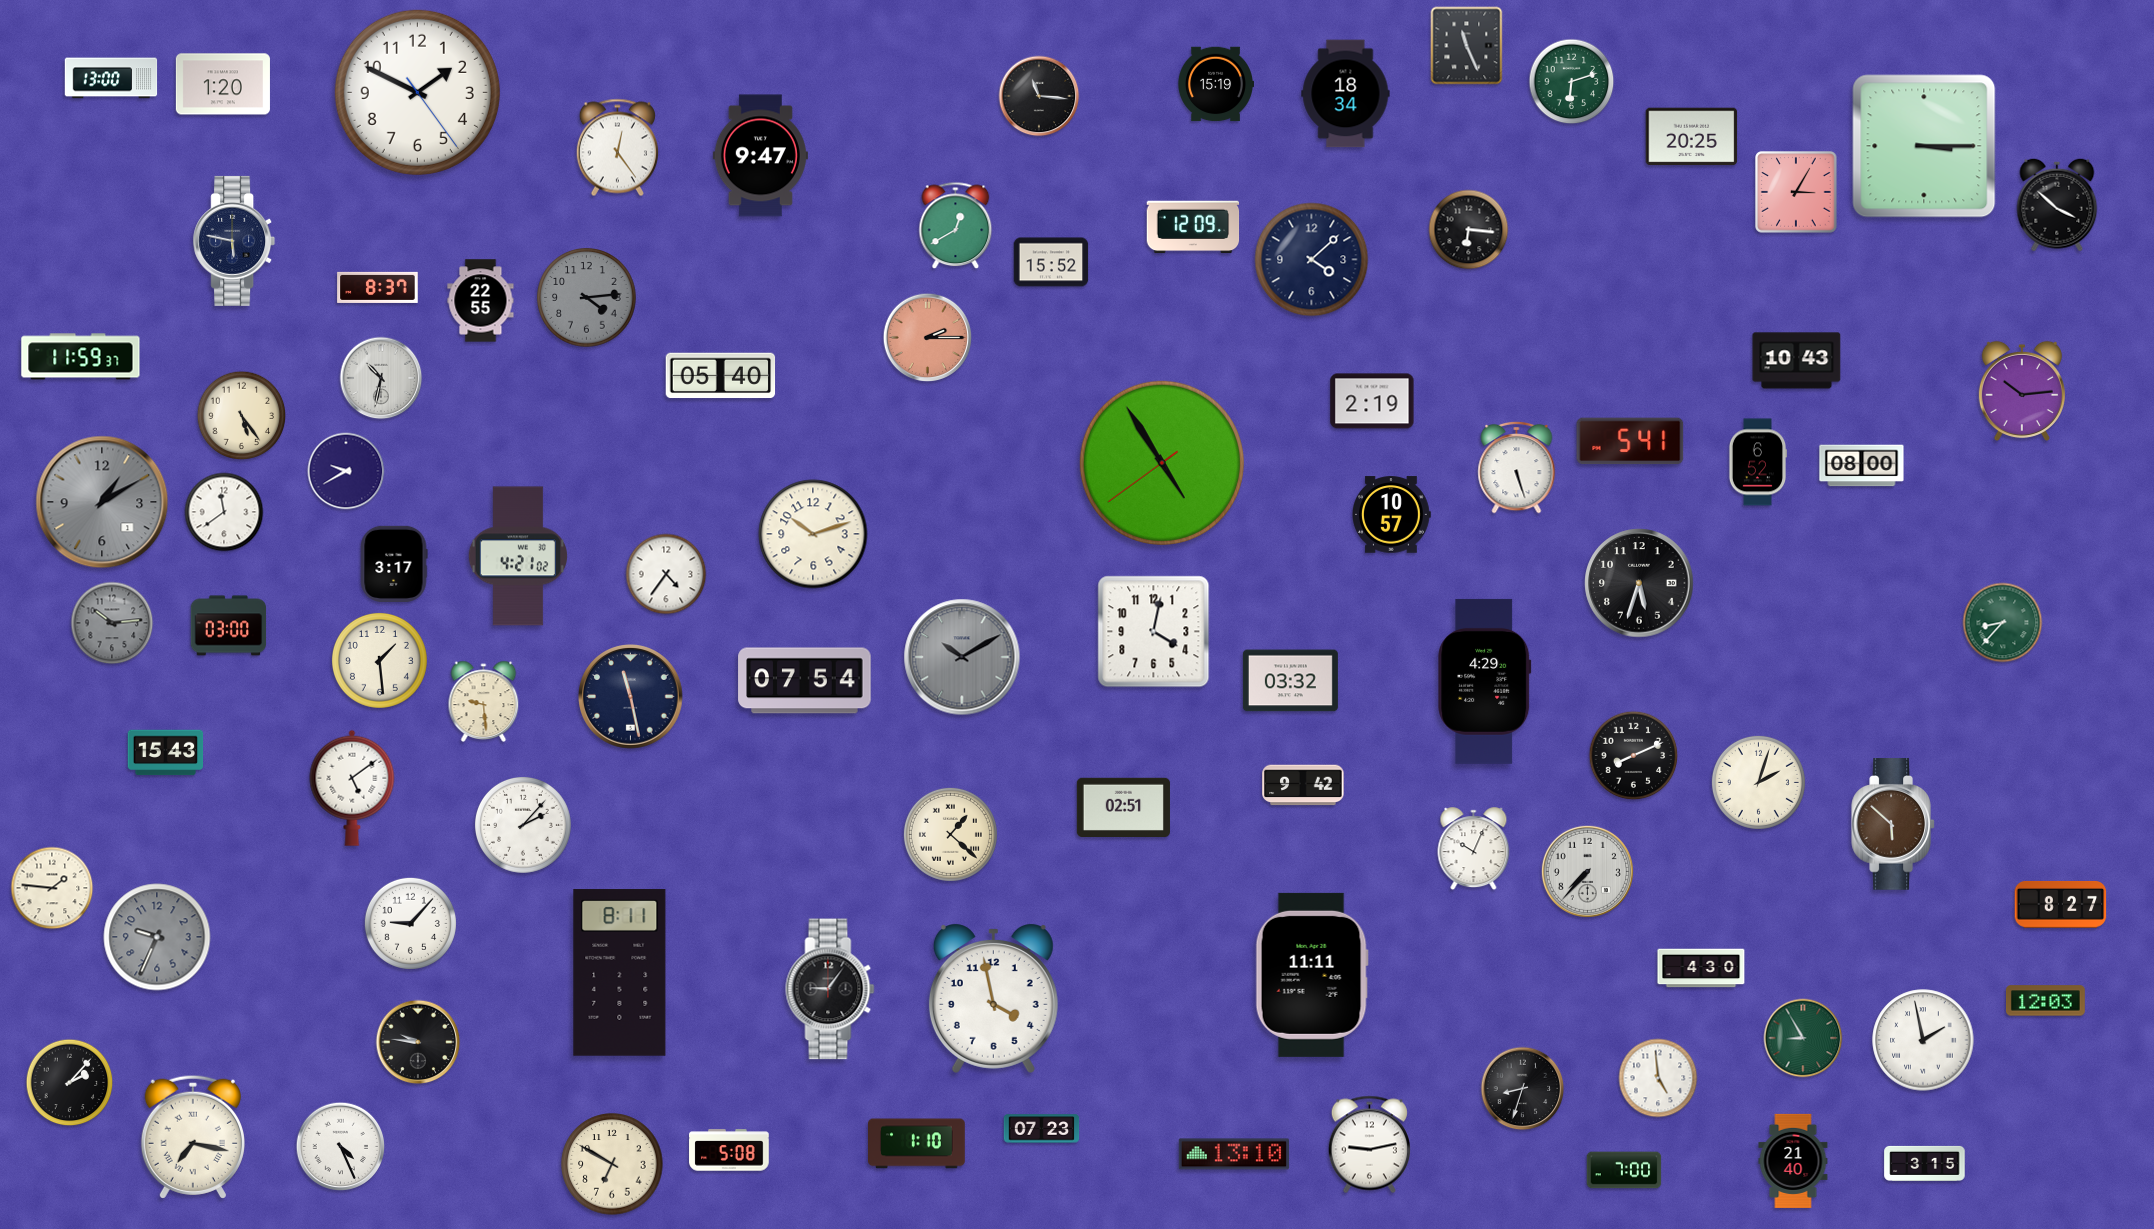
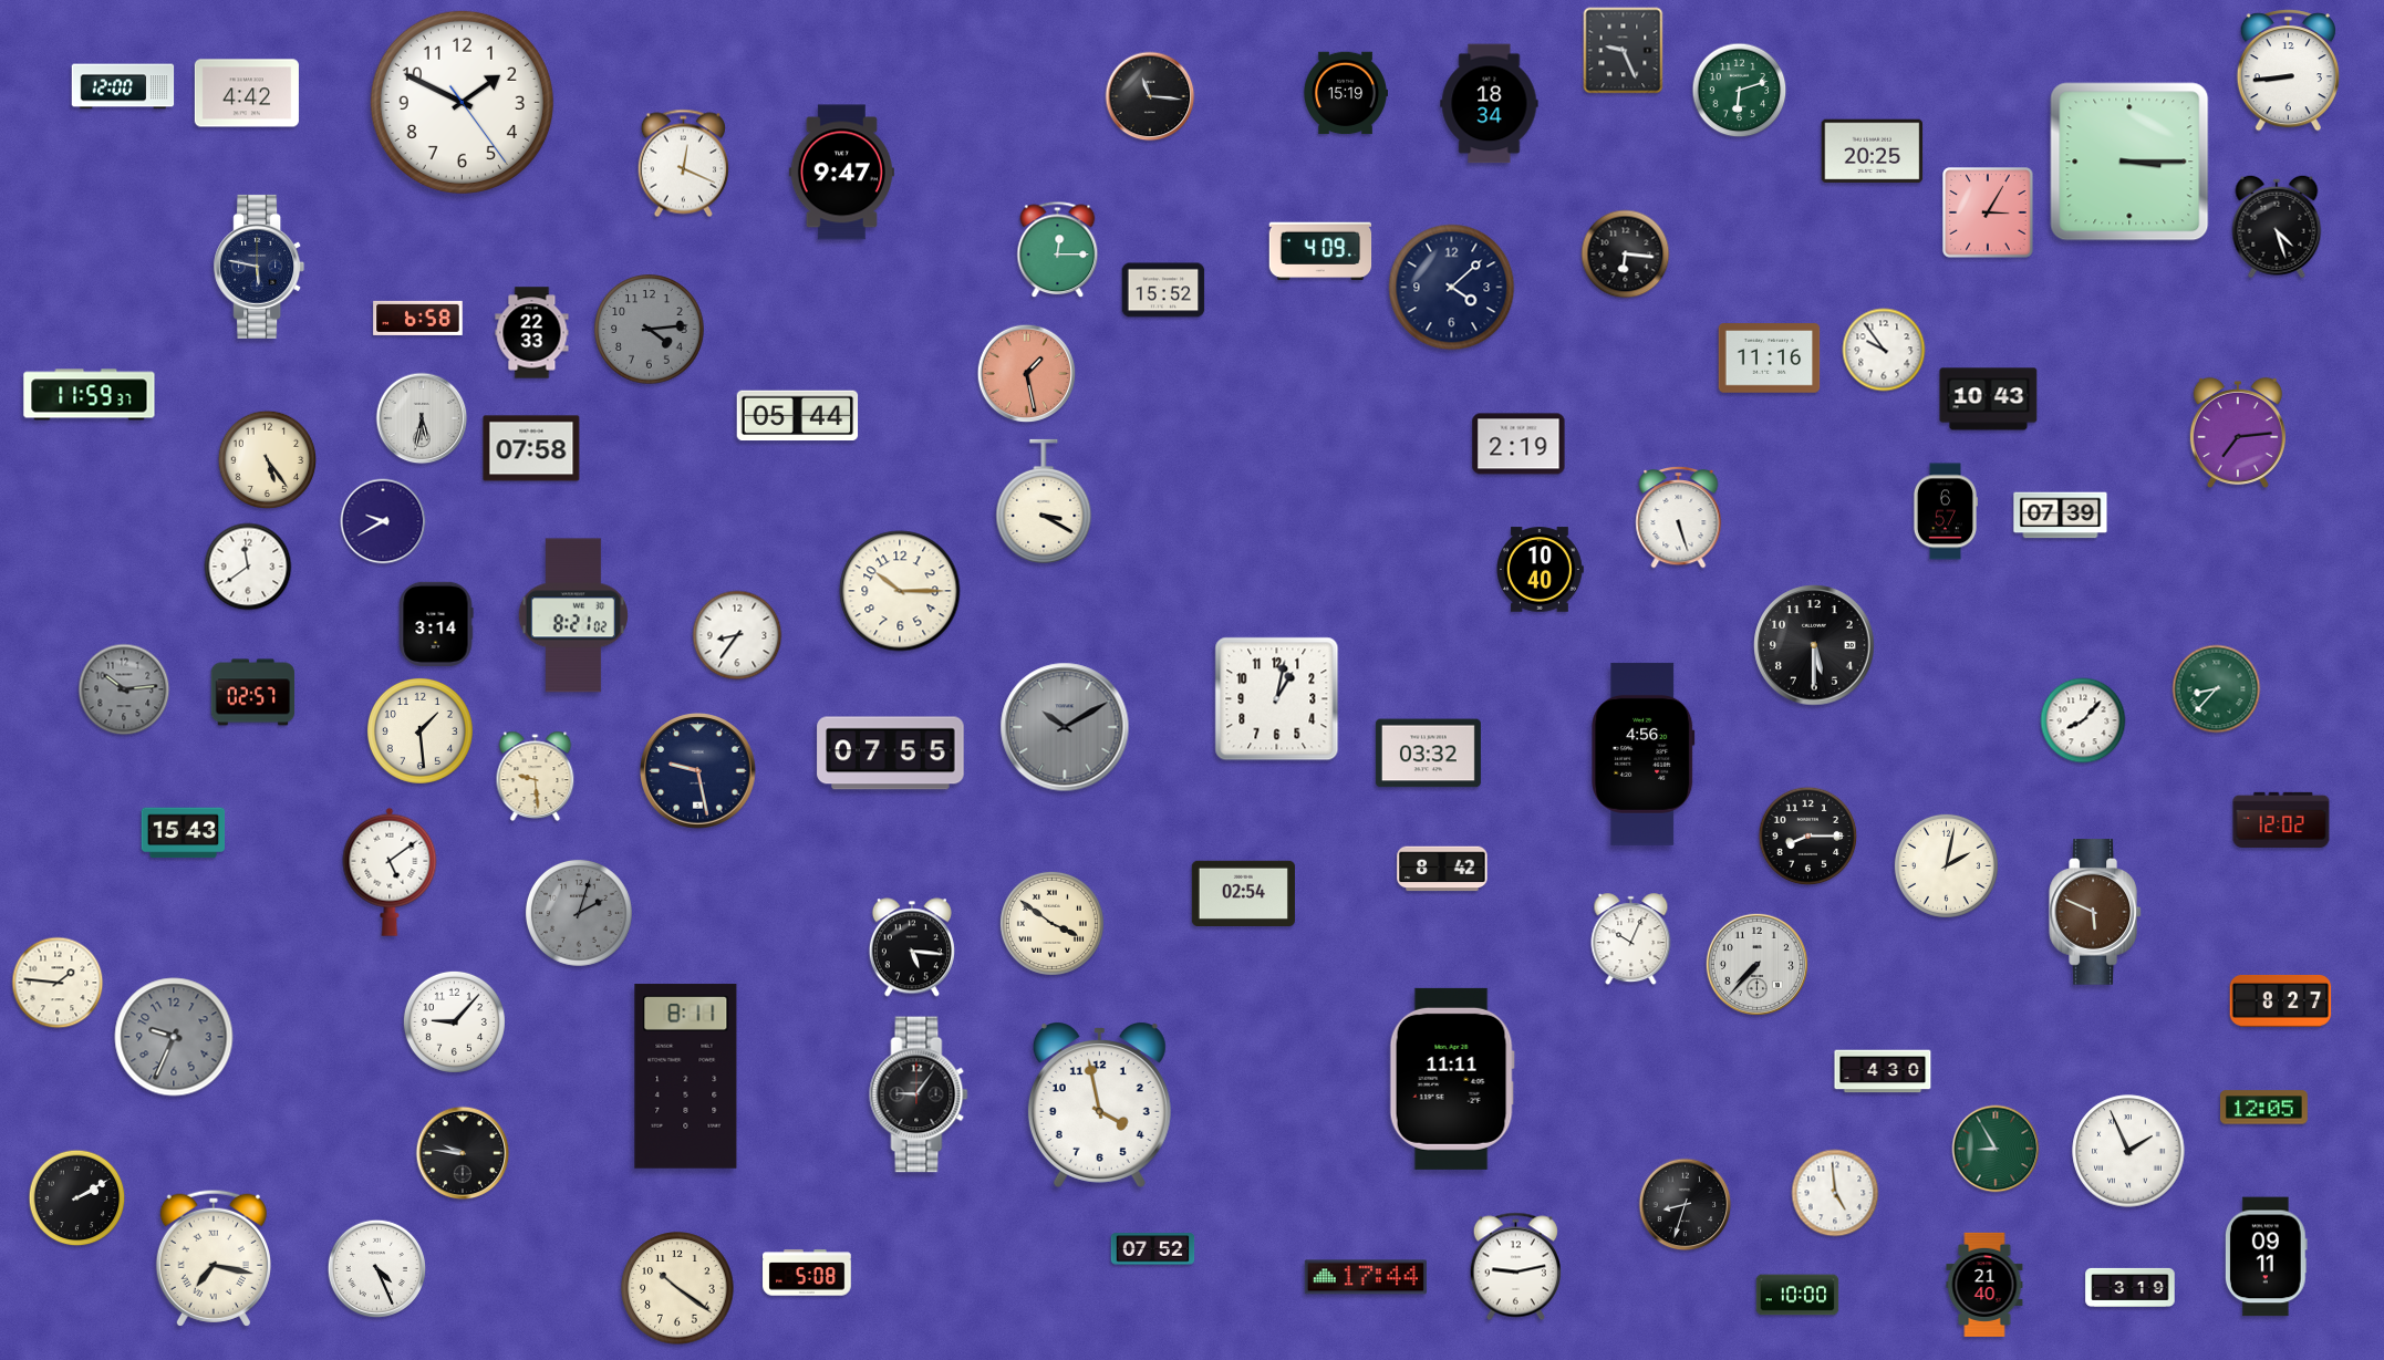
clock at (1467, 46): 11:26 -> 9:26
clock at (2288, 71): none -> 8:44
clock at (111, 78): 13:00 -> 12:00
clock at (223, 84): 1:20 -> 4:42
clock at (1039, 96) position: (1039, 96) -> (1150, 96)
clock at (617, 148): 12:24 -> 12:19
clock at (2057, 205): 3:52 -> 4:27
clock at (956, 226): 12:40 -> 12:15
clock at (1193, 227): 12:09 -> 4:09
clock at (378, 287): 8:37 -> 6:58
clock at (481, 301): 22:55 -> 22:33
clock at (1884, 350): none -> 9:54
clock at (1770, 359): none -> 11:16
clock at (928, 338): 2:15 -> 1:28
clock at (721, 376): 05:40 -> 05:44
clock at (381, 378): 10:32 -> 5:32
clock at (2022, 391): 10:14 -> 7:14
clock at (531, 448): none -> 07:58
clock at (1630, 441): 5:41 -> none
clock at (1044, 501): none -> 3:20
clock at (1757, 462): 6:52 -> 6:57
clock at (1162, 463): 4:54 -> none
clock at (1862, 466): 08:00 -> 07:39
clock at (102, 502): 1:10 -> none
clock at (1392, 515): 10:57 -> 10:40
clock at (813, 534): 10:12 -> 10:15
clock at (518, 556): 4:21 -> 8:21
clock at (394, 564): 3:17 -> 3:14
clock at (666, 574): 4:36 -> 8:36
clock at (1639, 583): 5:33 -> 5:30
clock at (229, 626): 03:00 -> 02:57
clock at (1154, 632): 4:02 -> 1:02
clock at (2083, 720): none -> 8:07
clock at (805, 681): 07:54 -> 07:55
clock at (1485, 681): 4:29 -> 4:56
clock at (631, 697): 11:28 -> 9:28
clock at (2281, 820): none -> 12:02
clock at (1634, 756): 8:11 -> 8:15
clock at (1758, 782): 2:03 -> 2:02
clock at (1303, 785): 9:42 -> 8:42
clock at (1123, 807): 02:51 -> 02:54
clock at (1893, 824): 5:52 -> 5:49
clock at (523, 825): 2:07 -> 2:03
clock at (523, 825) dial: white -> grey
clock at (950, 834): 1:22 -> 3:51
clock at (912, 947): none -> 5:16
clock at (2046, 1001): 12:03 -> 12:05
clock at (1923, 1040): 1:58 -> 1:56
clock at (70, 1083): 2:07 -> 2:10
clock at (1042, 1129): 07:23 -> 07:52
clock at (2266, 1257): none -> 09:11
clock at (917, 1144): 1:10 -> none
clock at (1233, 1154): 13:10 -> 17:44
clock at (1925, 1163): 3:15 -> 3:19
clock at (612, 1164): 6:50 -> 10:21
clock at (1624, 1170): 7:00 -> 10:00
